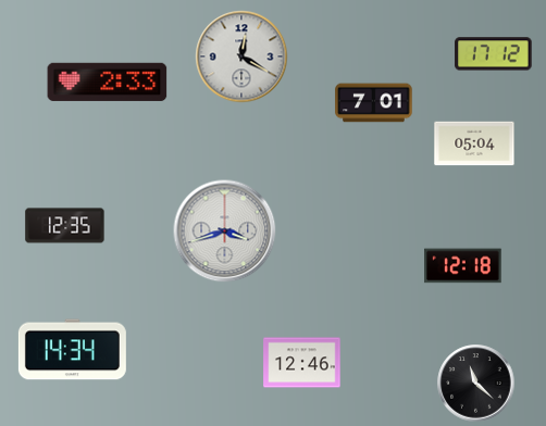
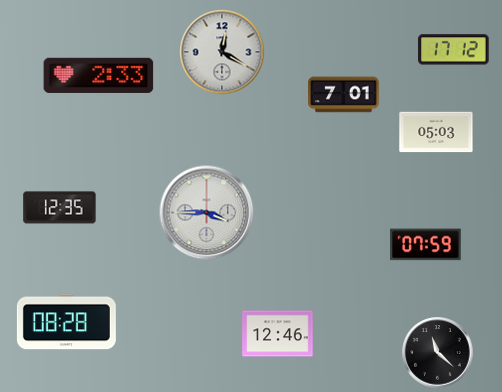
clock at (474, 143): 05:04 -> 05:03
clock at (225, 231): 3:42 -> 3:45
clock at (463, 266): 12:18 -> 07:59
clock at (72, 350): 14:34 -> 08:28
